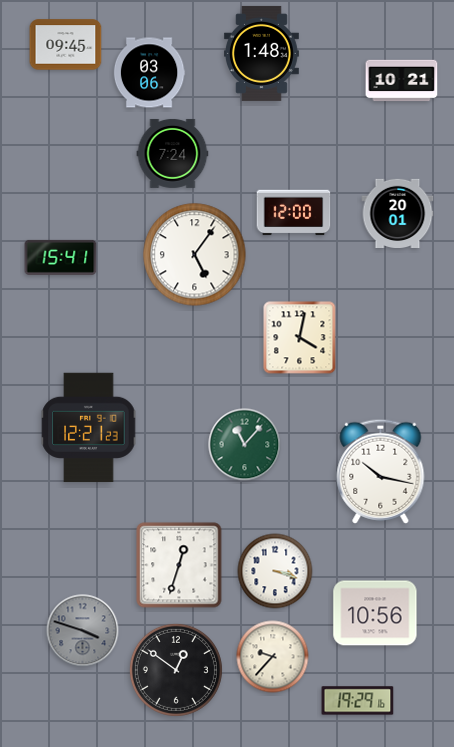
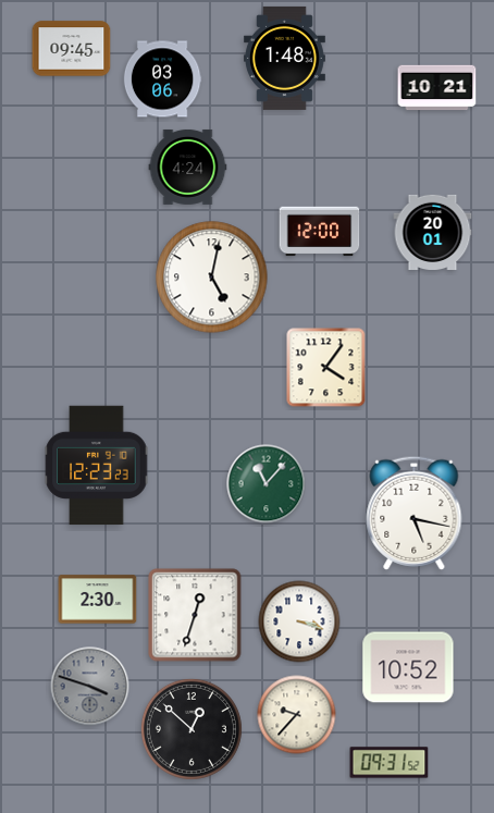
clock at (173, 153): 7:24 -> 4:24
clock at (195, 255): 5:06 -> 5:02
clock at (61, 257): 15:41 -> none
clock at (300, 338): 4:02 -> 4:06
clock at (89, 428): 12:21 -> 12:23
clock at (381, 471): 10:17 -> 5:17
clock at (98, 600): none -> 2:30
clock at (375, 613): 10:56 -> 10:52
clock at (176, 670): 12:51 -> 12:52
clock at (358, 701): 19:29 -> 09:31
